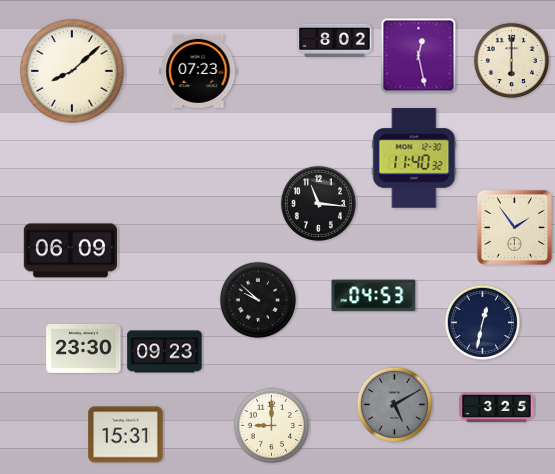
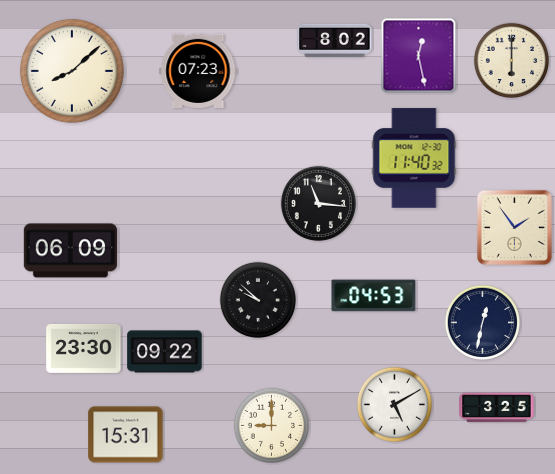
clock at (165, 352): 09:23 -> 09:22
clock at (394, 404) dial: grey -> white
